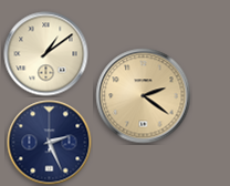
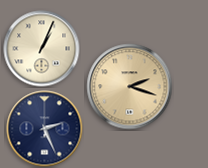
clock at (46, 54): 1:09 -> 1:04
clock at (144, 96): 2:21 -> 2:18
